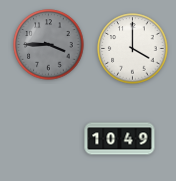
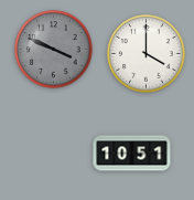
clock at (49, 45): 3:45 -> 3:49
clock at (120, 139): 10:49 -> 10:51
